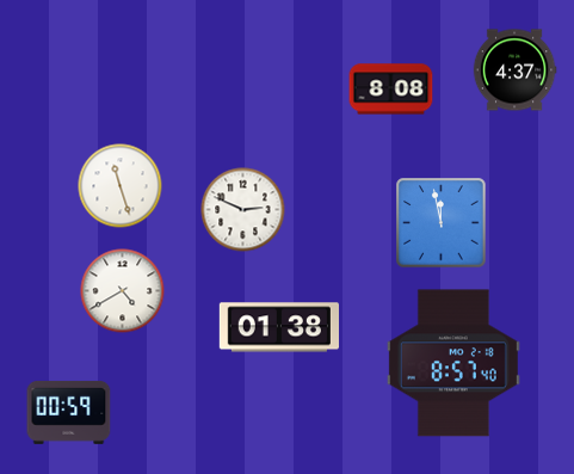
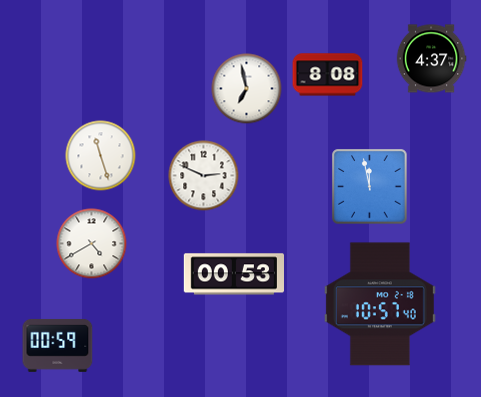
clock at (247, 89): none -> 6:58
clock at (123, 291) position: (123, 291) -> (92, 244)
clock at (278, 327): 01:38 -> 00:53
clock at (453, 363): 8:57 -> 10:57
